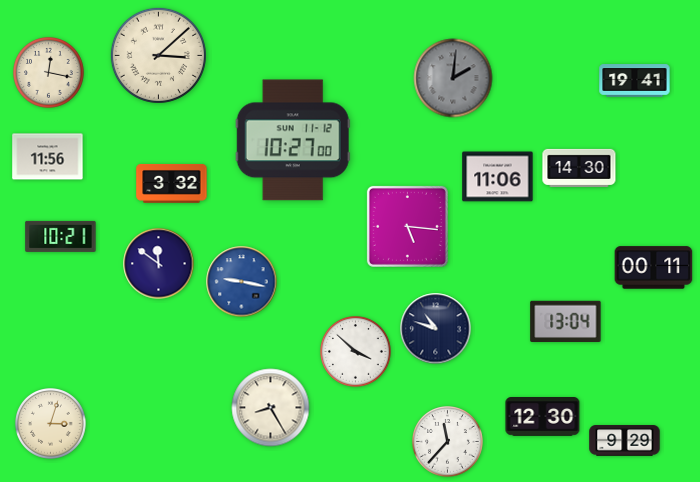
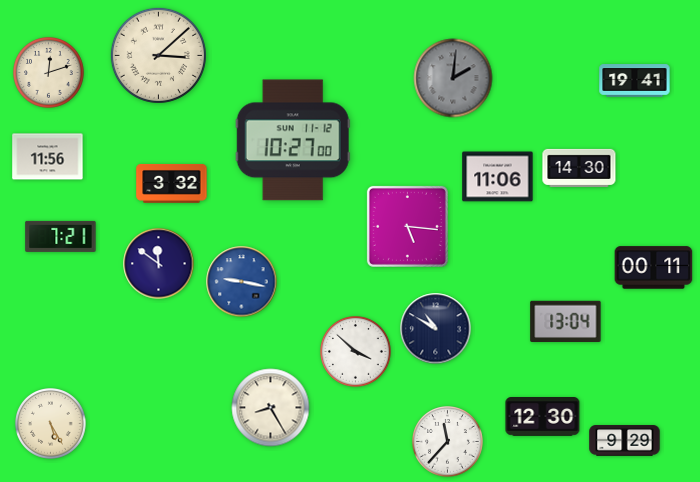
clock at (49, 73): 12:17 -> 12:12
clock at (61, 236): 10:21 -> 7:21
clock at (436, 329): 10:48 -> 10:50
clock at (51, 424): 3:03 -> 5:25
